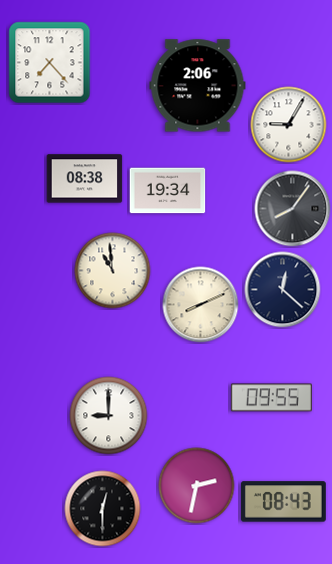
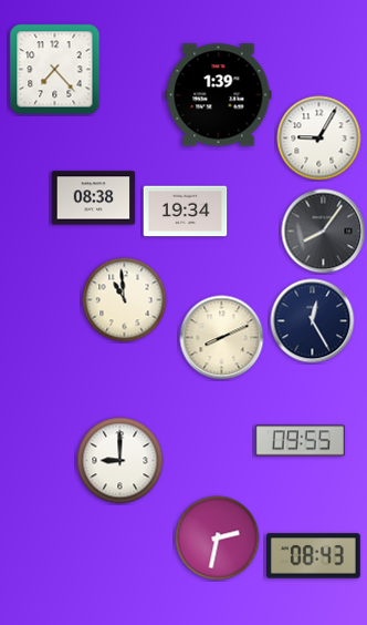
clock at (198, 86): 2:06 -> 1:39
clock at (283, 290): 12:22 -> 12:25
clock at (103, 509): 12:30 -> none
